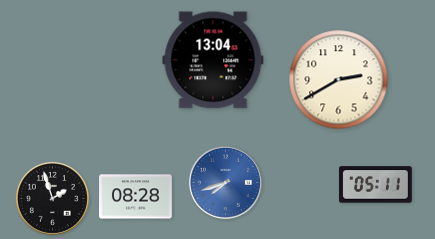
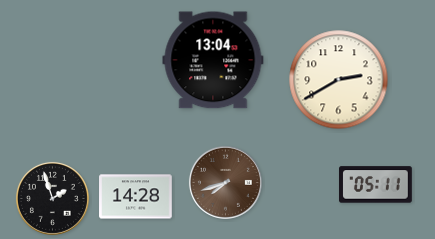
clock at (225, 182) dial: blue -> brown
clock at (136, 197): 08:28 -> 14:28
